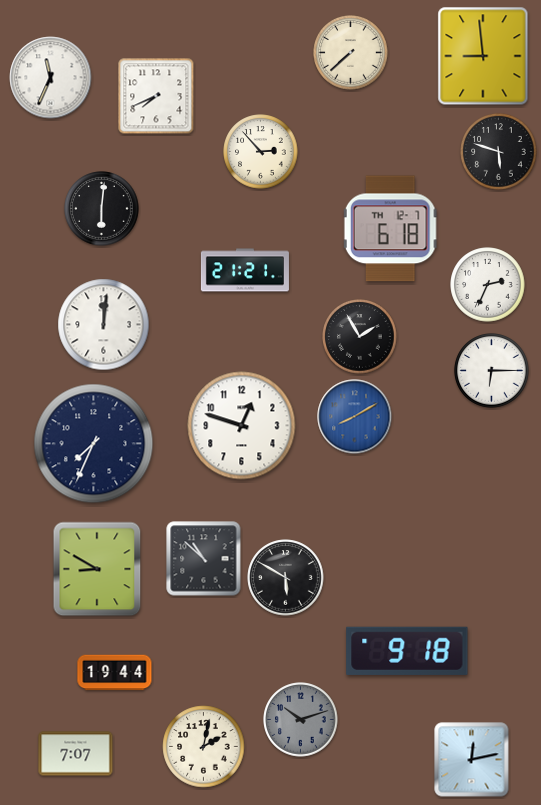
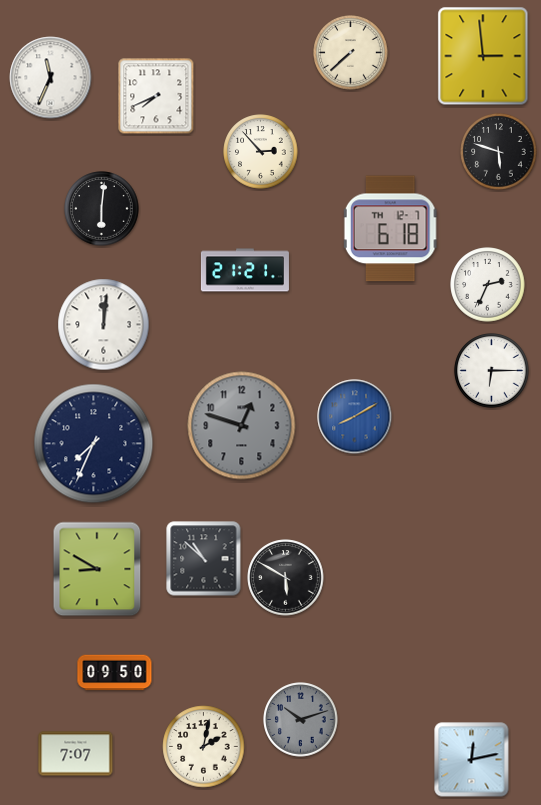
clock at (483, 56): 8:59 -> 2:59
clock at (360, 337): 1:55 -> none
clock at (242, 426) dial: white -> grey
clock at (407, 651): 9:18 -> none
clock at (115, 673): 19:44 -> 09:50
